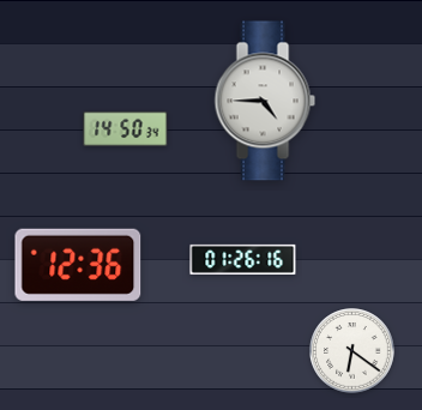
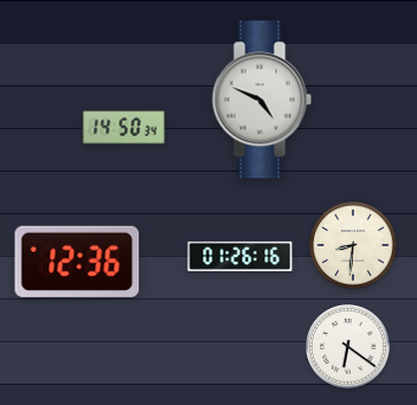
clock at (265, 101): 4:45 -> 4:49
clock at (353, 245): none -> 8:31
